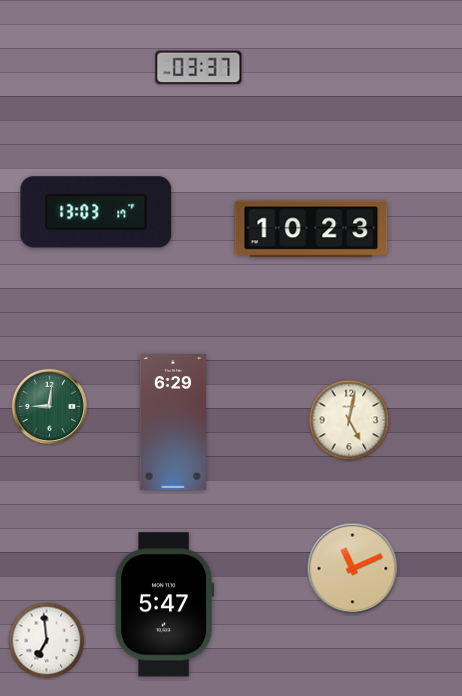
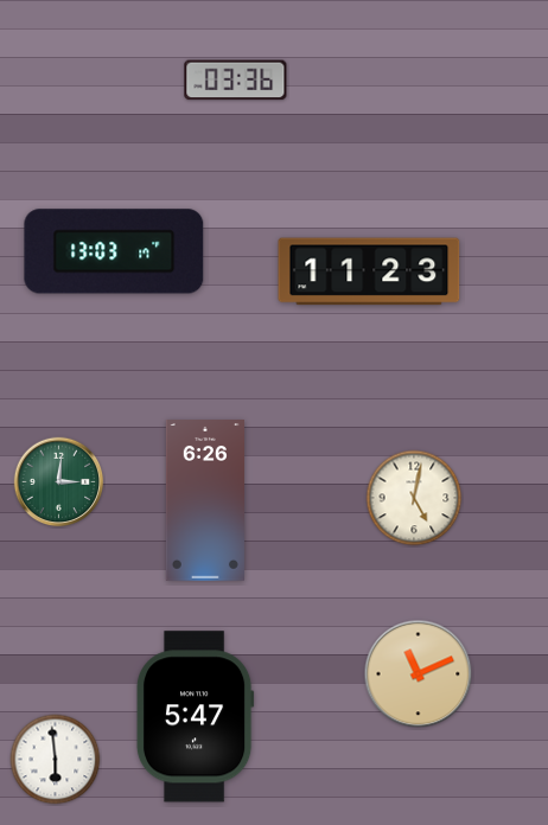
clock at (199, 68): 03:37 -> 03:36
clock at (311, 229): 10:23 -> 11:23
clock at (50, 407): 9:01 -> 3:01
clock at (173, 423): 6:29 -> 6:26
clock at (47, 641): 6:59 -> 5:59
